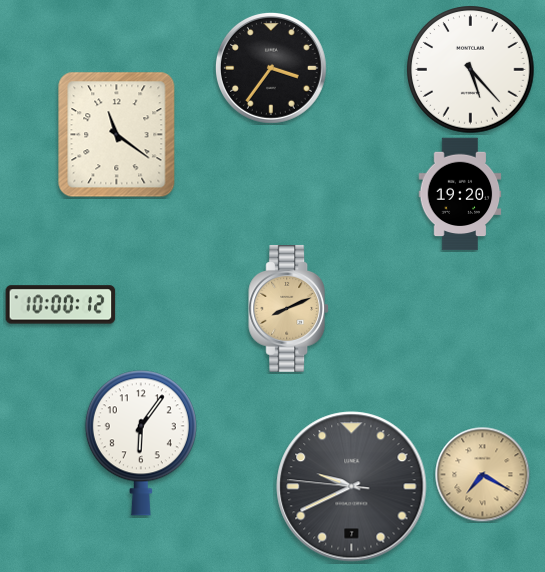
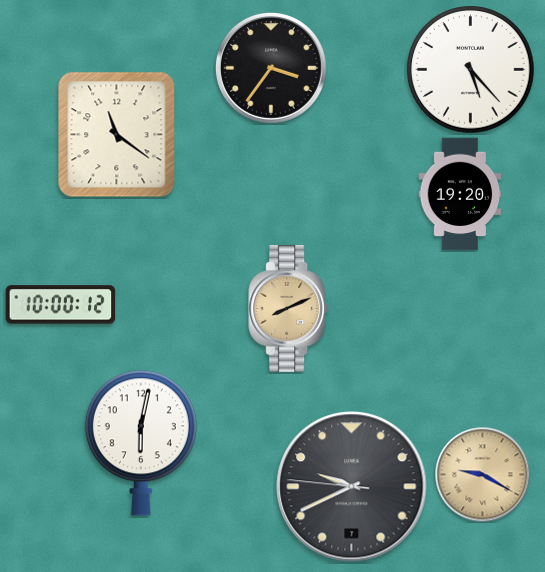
clock at (141, 443): 6:06 -> 6:02
clock at (482, 474): 7:20 -> 9:20
